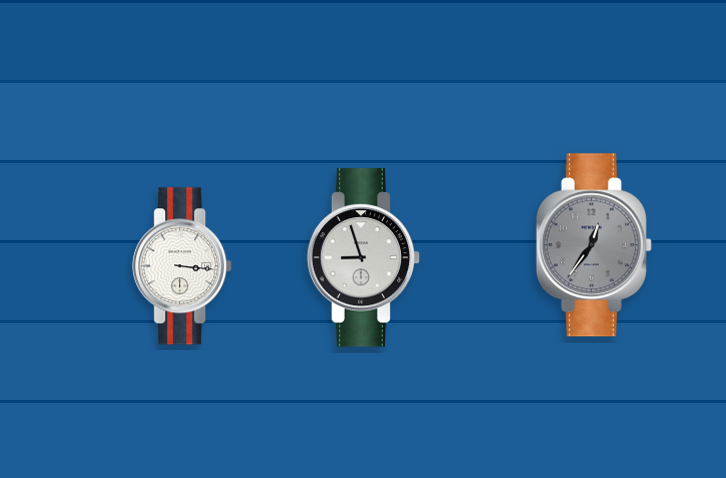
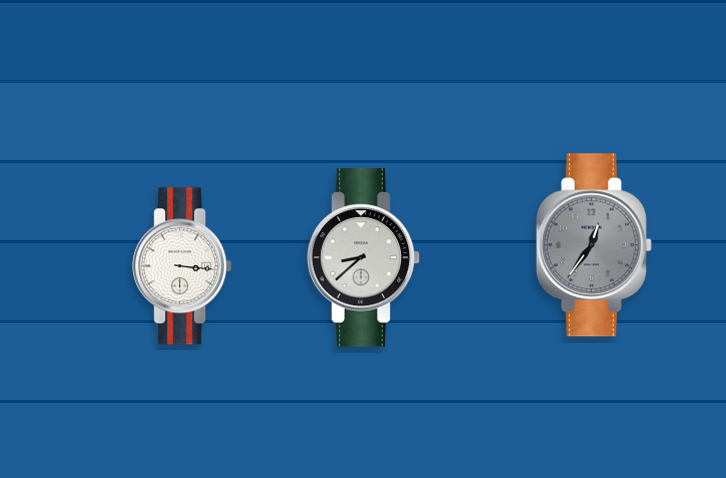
clock at (364, 258): 8:57 -> 8:38
